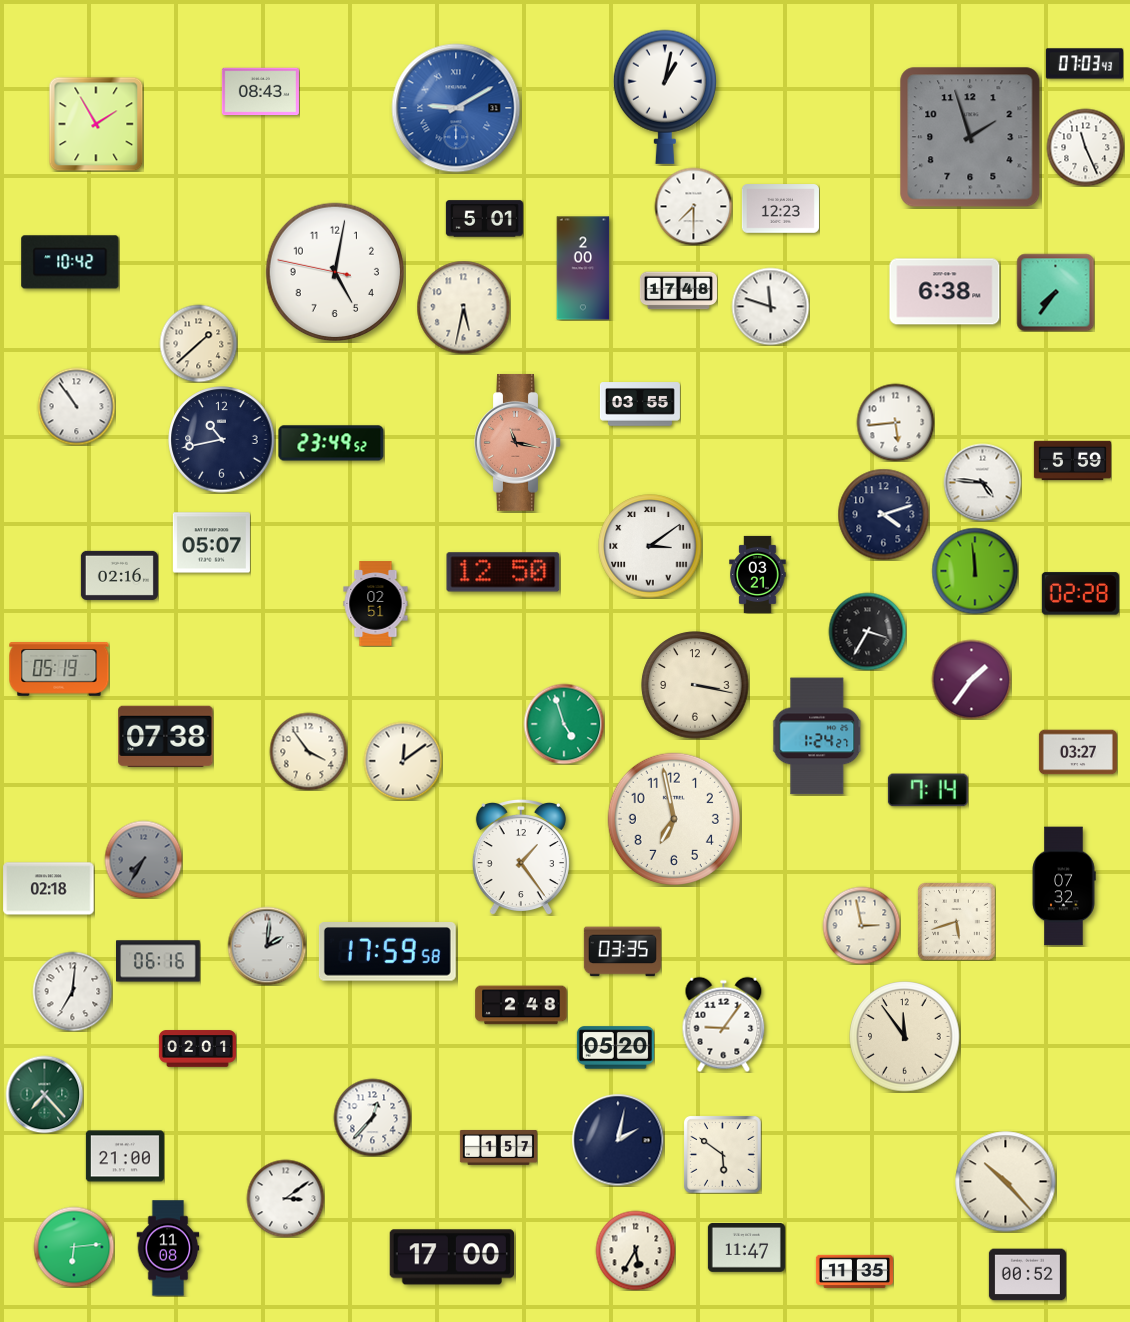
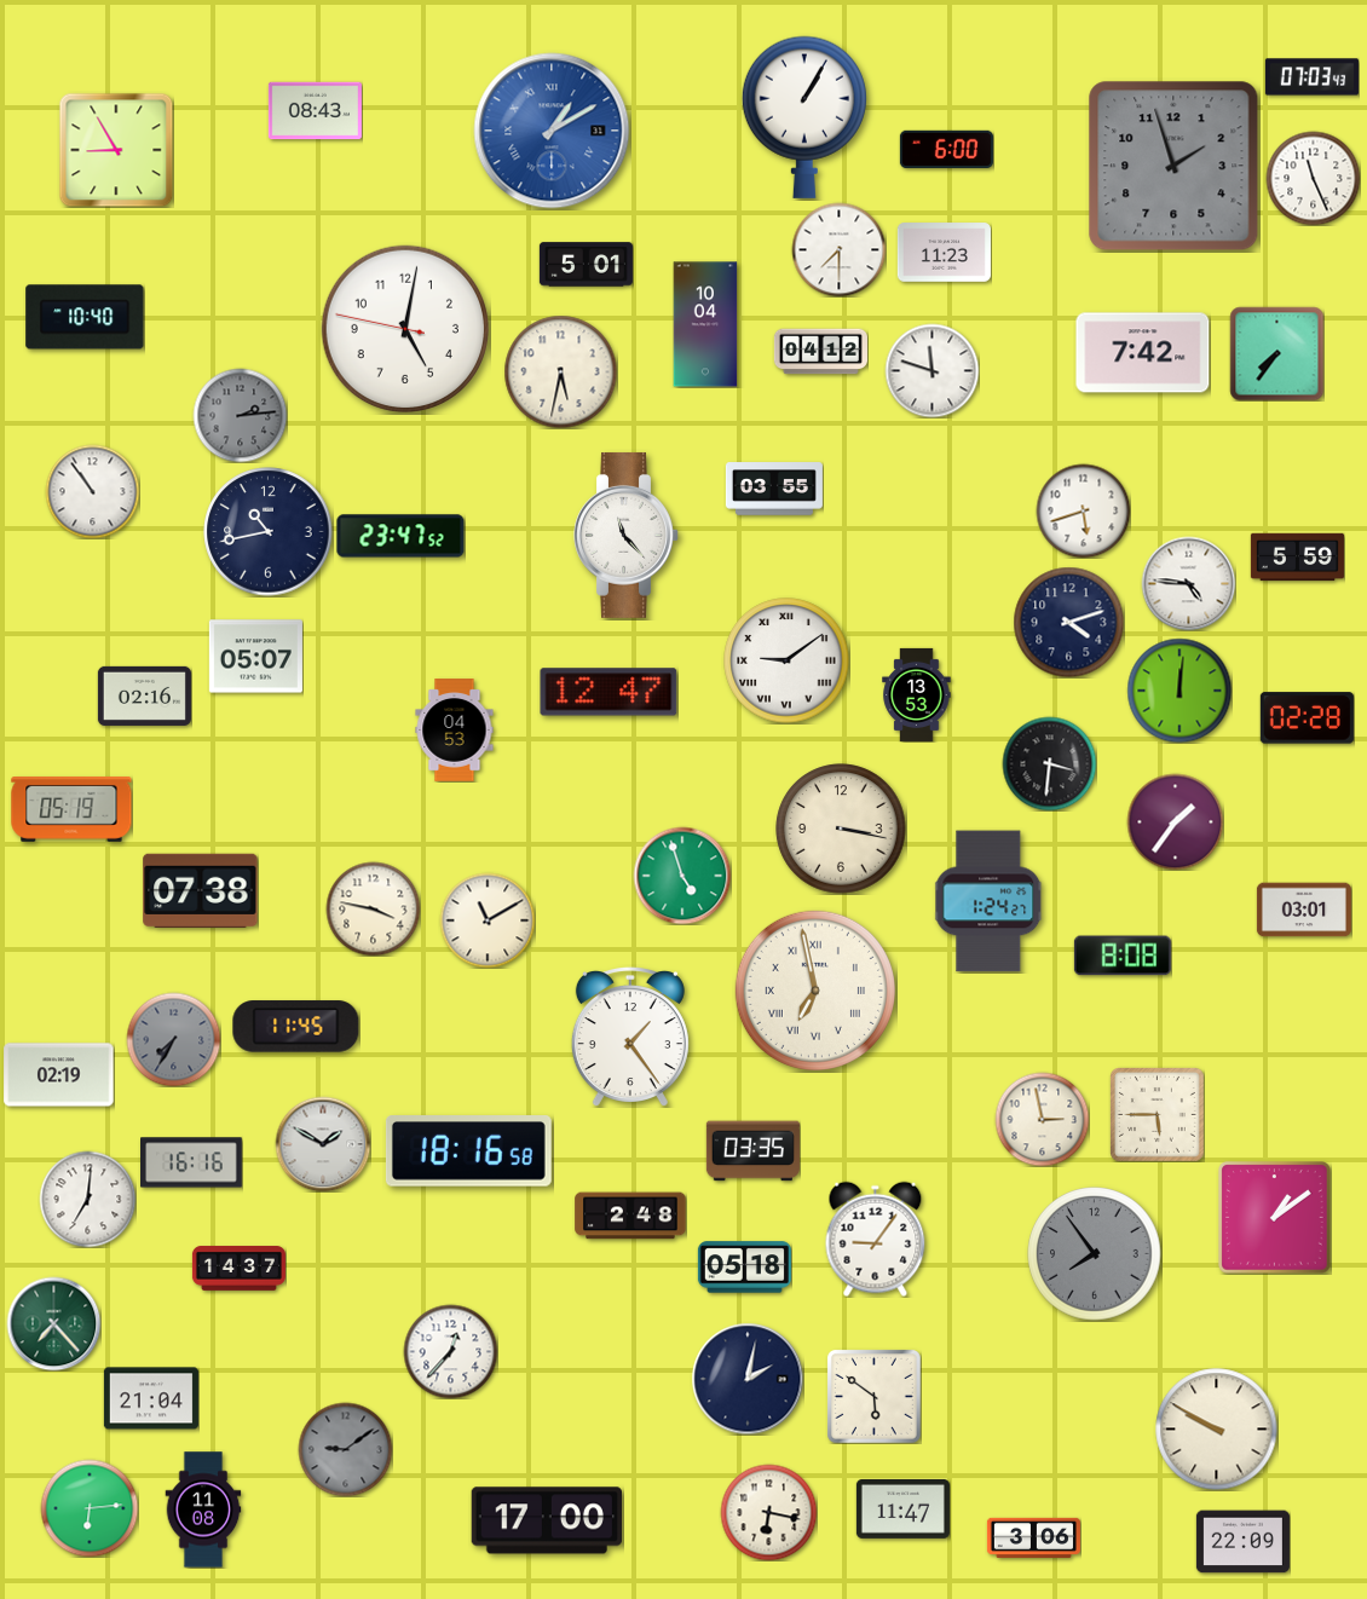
clock at (665, 97): 1:02 -> 1:05
clock at (456, 108): 9:10 -> 1:10
clock at (946, 149): none -> 6:00
clock at (96, 124): 1:55 -> 8:55
clock at (780, 209): 12:23 -> 11:23
clock at (70, 262): 10:42 -> 10:40
clock at (583, 268): 2:00 -> 10:04
clock at (678, 291): 17:48 -> 04:12
clock at (945, 292): 6:38 -> 7:42
clock at (198, 343): 1:38 -> 2:14
clock at (198, 343) dial: cream -> grey
clock at (895, 422): 5:44 -> 5:42
clock at (518, 442): 11:17 -> 11:23
clock at (518, 442) dial: salmon -> white
clock at (331, 443): 23:49 -> 23:47
clock at (650, 546): 3:09 -> 9:09
clock at (975, 571): 11:59 -> 12:01
clock at (503, 572): 12:50 -> 12:47
clock at (758, 574): 03:21 -> 13:53
clock at (376, 604): 02:51 -> 04:53
clock at (867, 631): 3:35 -> 3:31
clock at (818, 736) position: (818, 736) -> (990, 901)
clock at (308, 751): 3:54 -> 3:47
clock at (1078, 752): 03:27 -> 03:01
clock at (403, 761): 12:09 -> 11:10
clock at (928, 790): 7:14 -> 8:08
clock at (674, 819) numerals: Arabic -> Roman
clock at (296, 1027): none -> 11:45
clock at (1064, 886): 07:32 -> none
clock at (49, 889): 02:18 -> 02:19
clock at (957, 922): 5:42 -> 5:45
clock at (267, 946): 2:01 -> 1:50
clock at (387, 952): 17:59 -> 18:16
clock at (159, 961): 06:16 -> 16:16
clock at (1275, 1218): none -> 1:09
clock at (905, 1037): 11:54 -> 7:54
clock at (905, 1037) dial: cream -> grey
clock at (615, 1048): 05:20 -> 05:18
clock at (197, 1049): 02:01 -> 14:37
clock at (498, 1147): 1:57 -> none
clock at (125, 1156): 21:00 -> 21:04
clock at (1006, 1182): 10:23 -> 9:50
clock at (285, 1198): 3:09 -> 9:09
clock at (285, 1198) dial: white -> grey
clock at (635, 1250): 5:35 -> 6:17
clock at (854, 1271): 11:35 -> 3:06
clock at (1027, 1275): 00:52 -> 22:09
